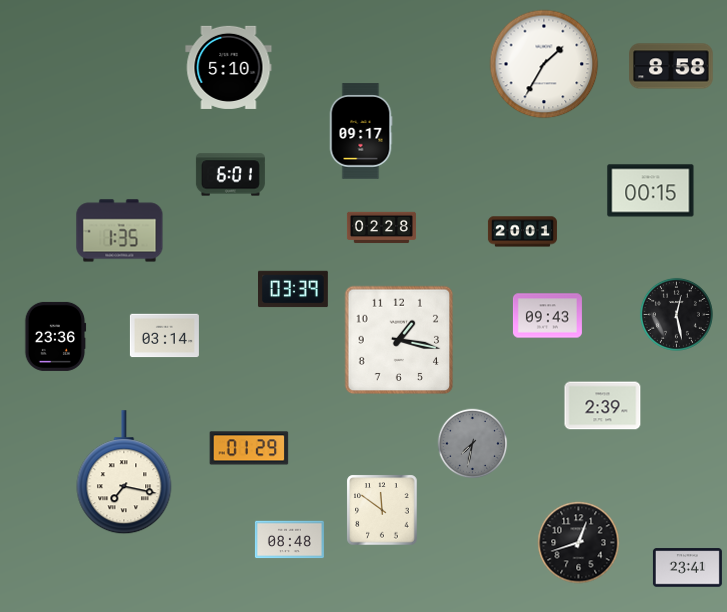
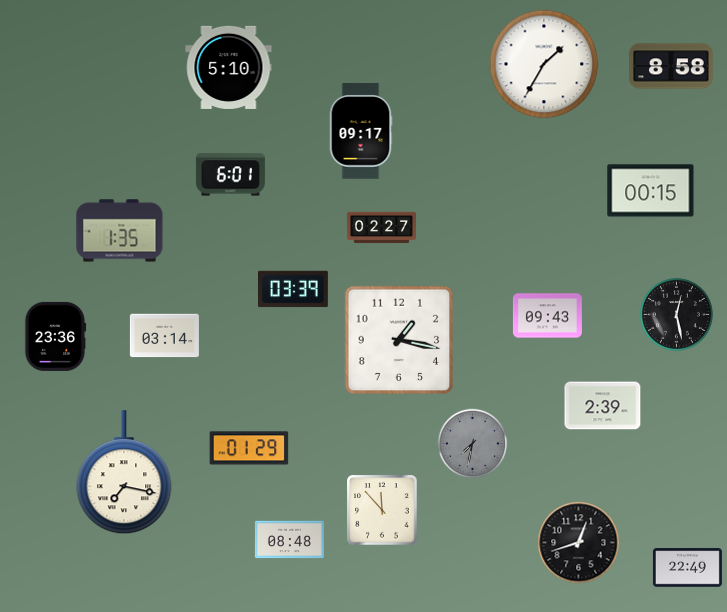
clock at (381, 228): 02:28 -> 02:27
clock at (522, 232): 20:01 -> none
clock at (382, 510): 11:51 -> 11:53
clock at (687, 568): 23:41 -> 22:49
